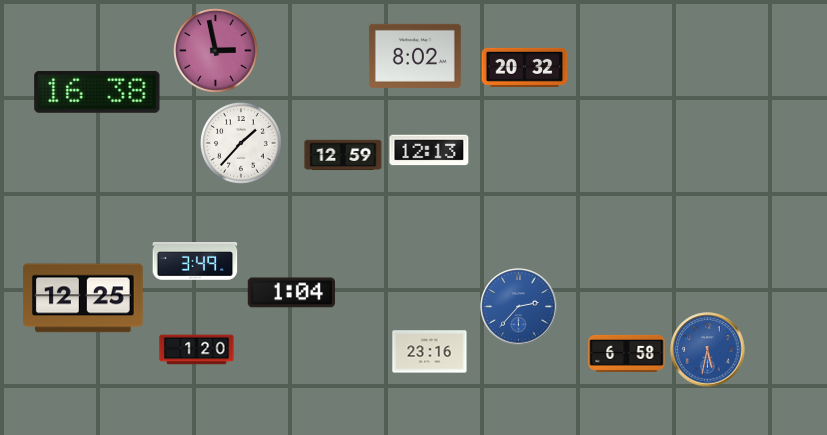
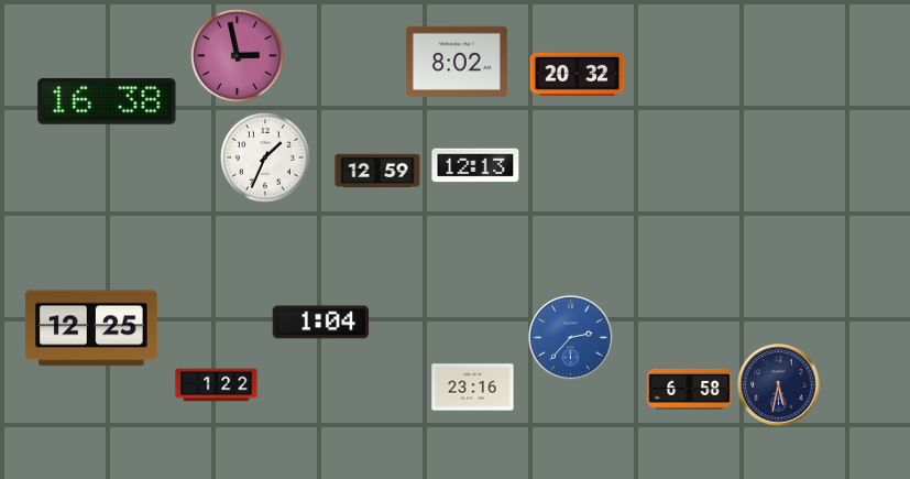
clock at (241, 143): 1:37 -> 1:34
clock at (429, 150) position: (429, 150) -> (475, 165)
clock at (195, 261): 3:49 -> none
clock at (197, 350): 1:20 -> 1:22
clock at (708, 350) dial: blue -> navy
